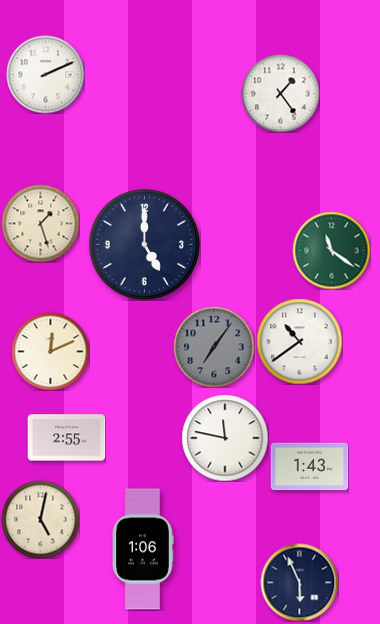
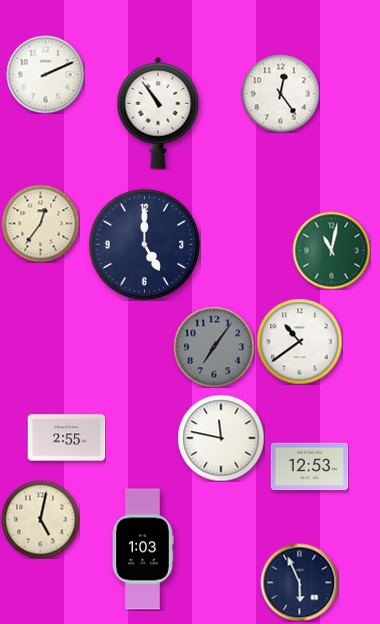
clock at (280, 93): 1:24 -> 12:24
clock at (158, 113): none -> 10:54
clock at (40, 223): 1:27 -> 12:36
clock at (331, 250): 11:21 -> 11:02
clock at (50, 351): 12:11 -> none
clock at (225, 438) position: (225, 438) -> (221, 438)
clock at (309, 467): 1:43 -> 12:53
clock at (143, 549): 1:06 -> 1:03
